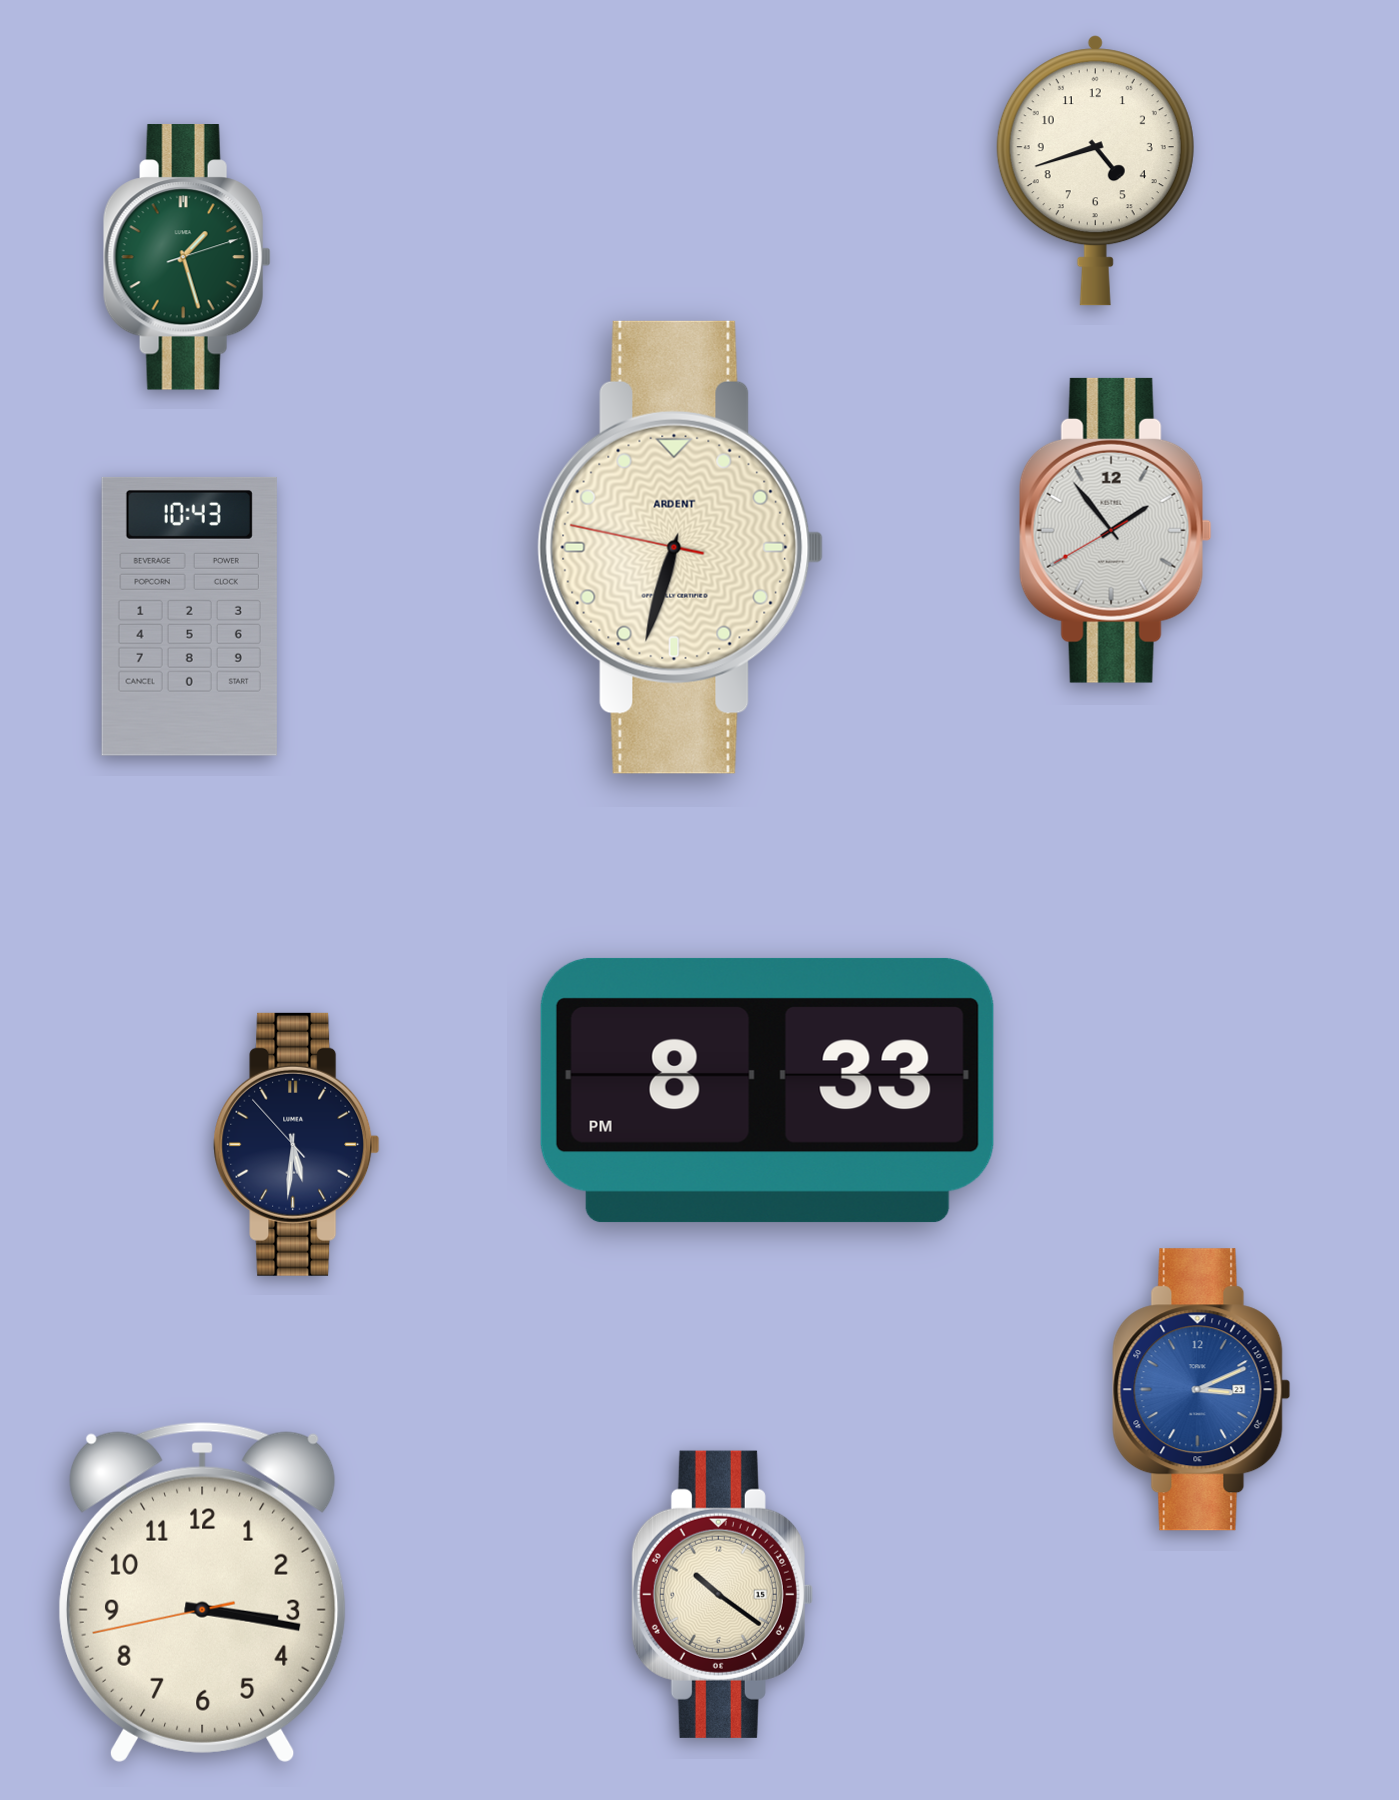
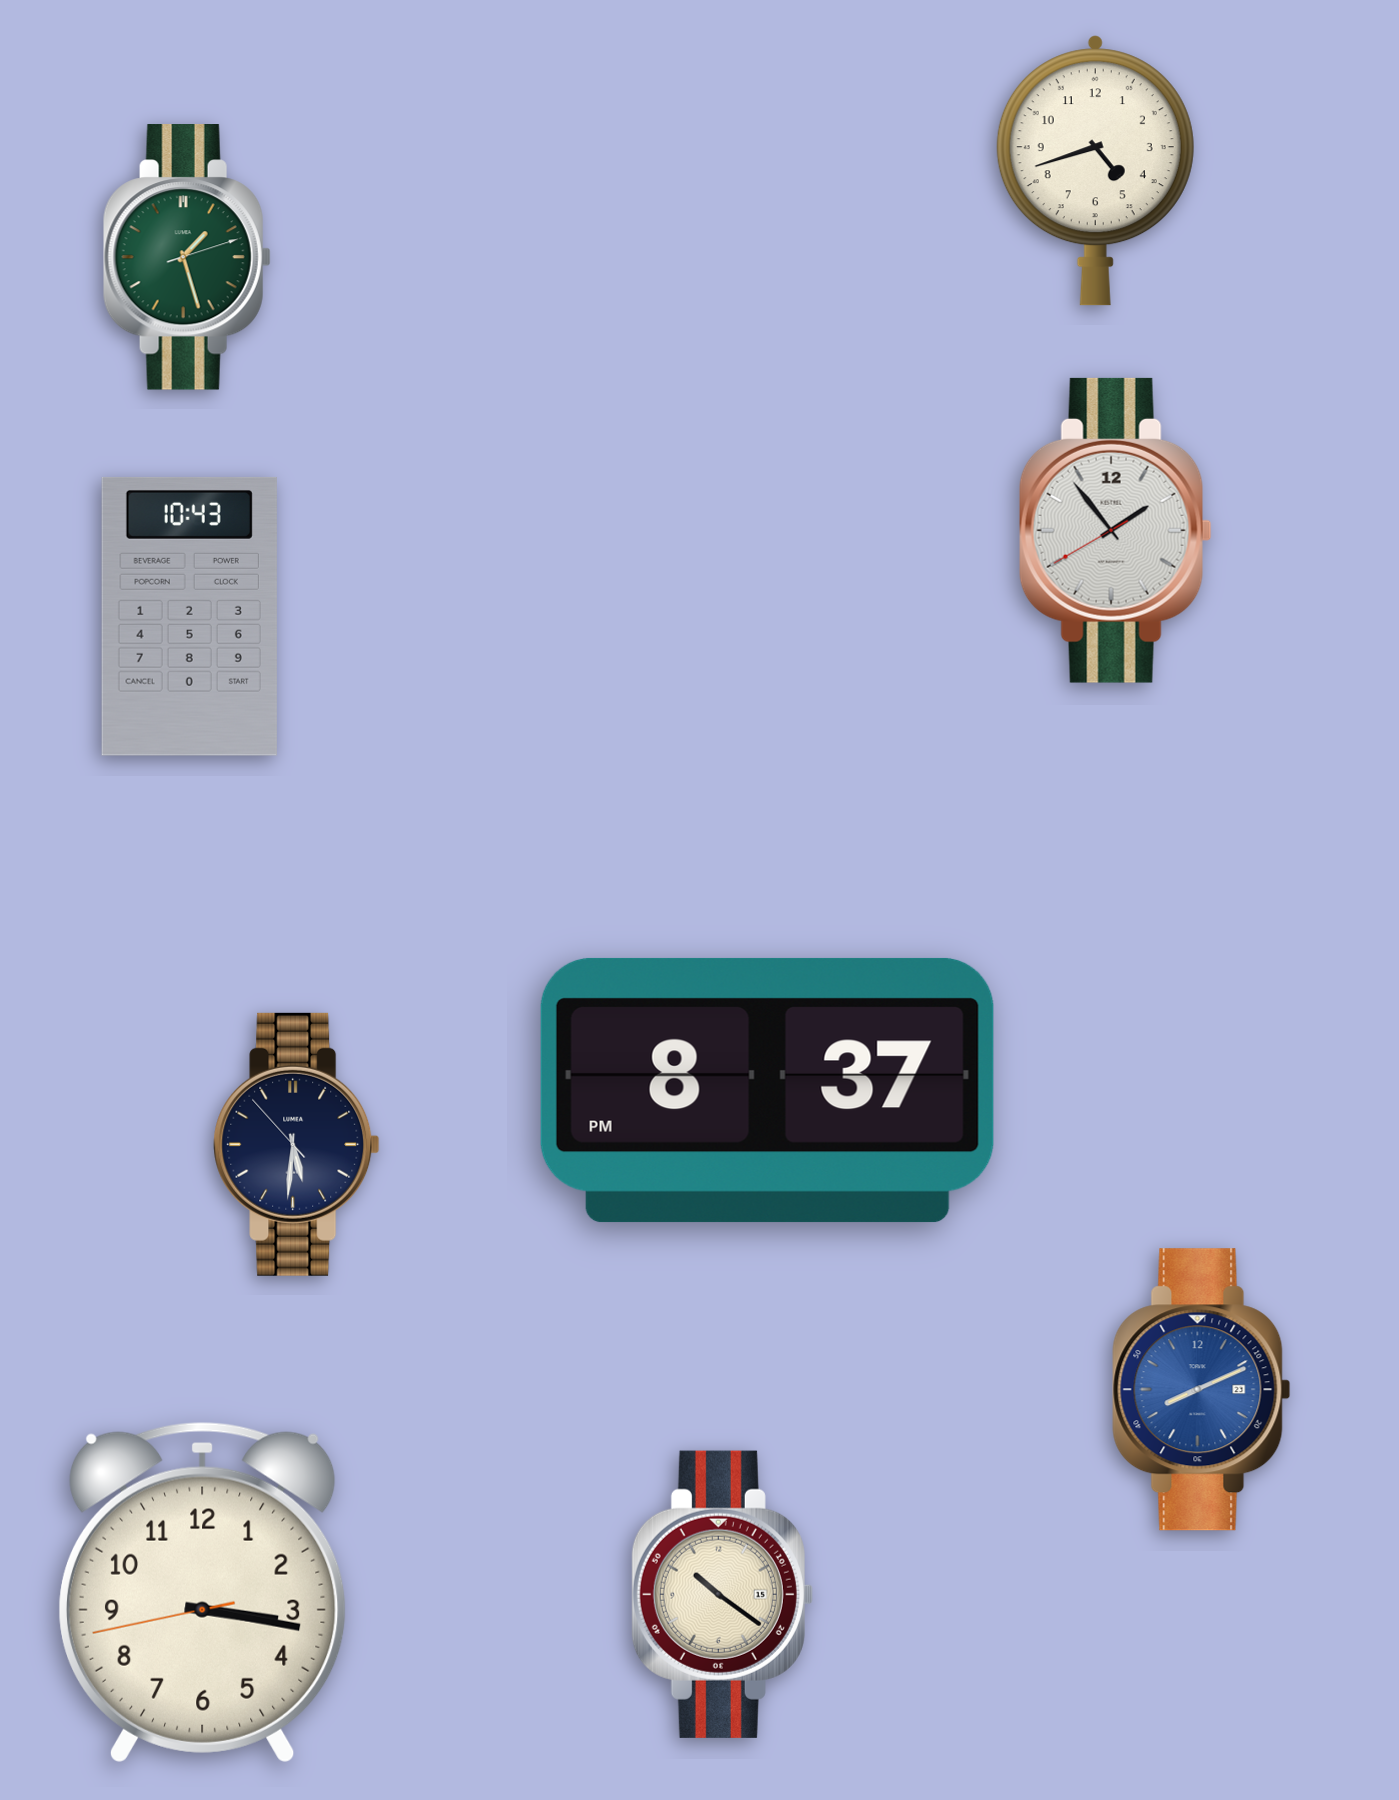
clock at (681, 547): 6:32 -> none
clock at (767, 1090): 8:33 -> 8:37
clock at (1202, 1390): 3:11 -> 8:11
